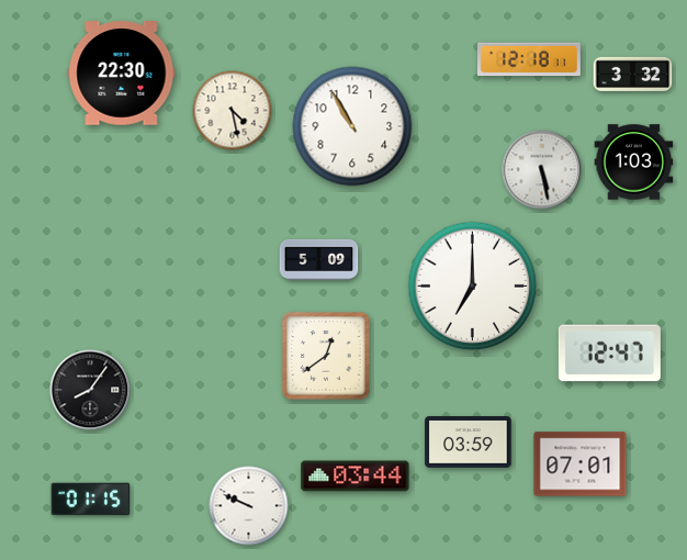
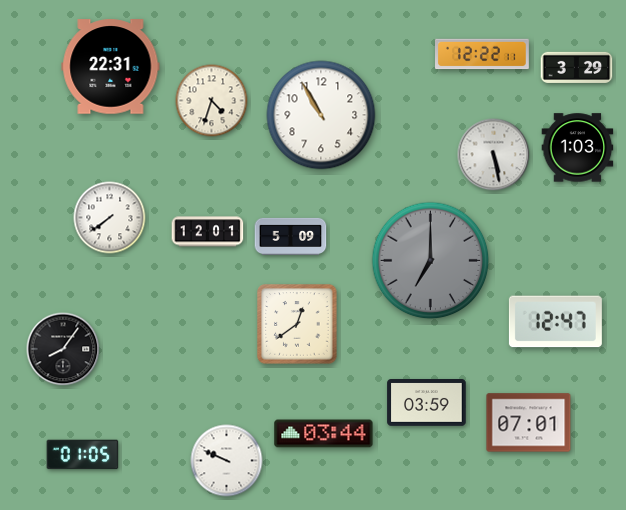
clock at (530, 59): 12:18 -> 12:22
clock at (122, 74): 22:30 -> 22:31
clock at (633, 74): 3:32 -> 3:29
clock at (233, 111): 4:28 -> 4:33
clock at (110, 218): none -> 7:39
clock at (208, 232): none -> 12:01
clock at (473, 287) dial: white -> grey
clock at (90, 390) position: (90, 390) -> (63, 349)
clock at (91, 500): 01:15 -> 01:05
